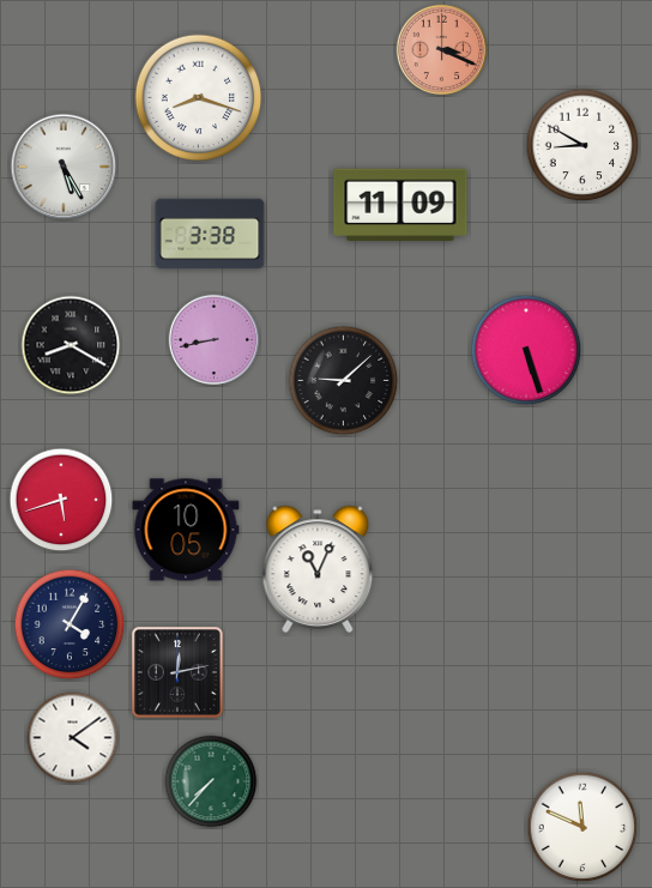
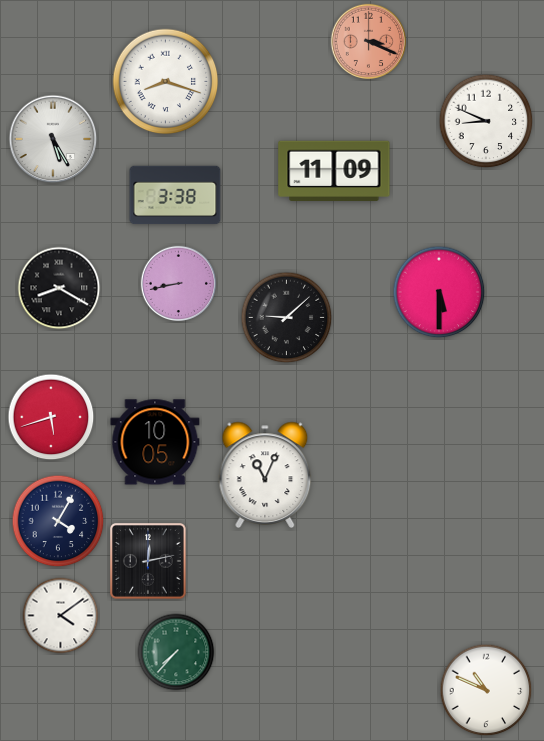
clock at (582, 145): 8:50 -> 8:49
clock at (526, 350): 5:27 -> 5:30
clock at (582, 827): 11:49 -> 10:49
